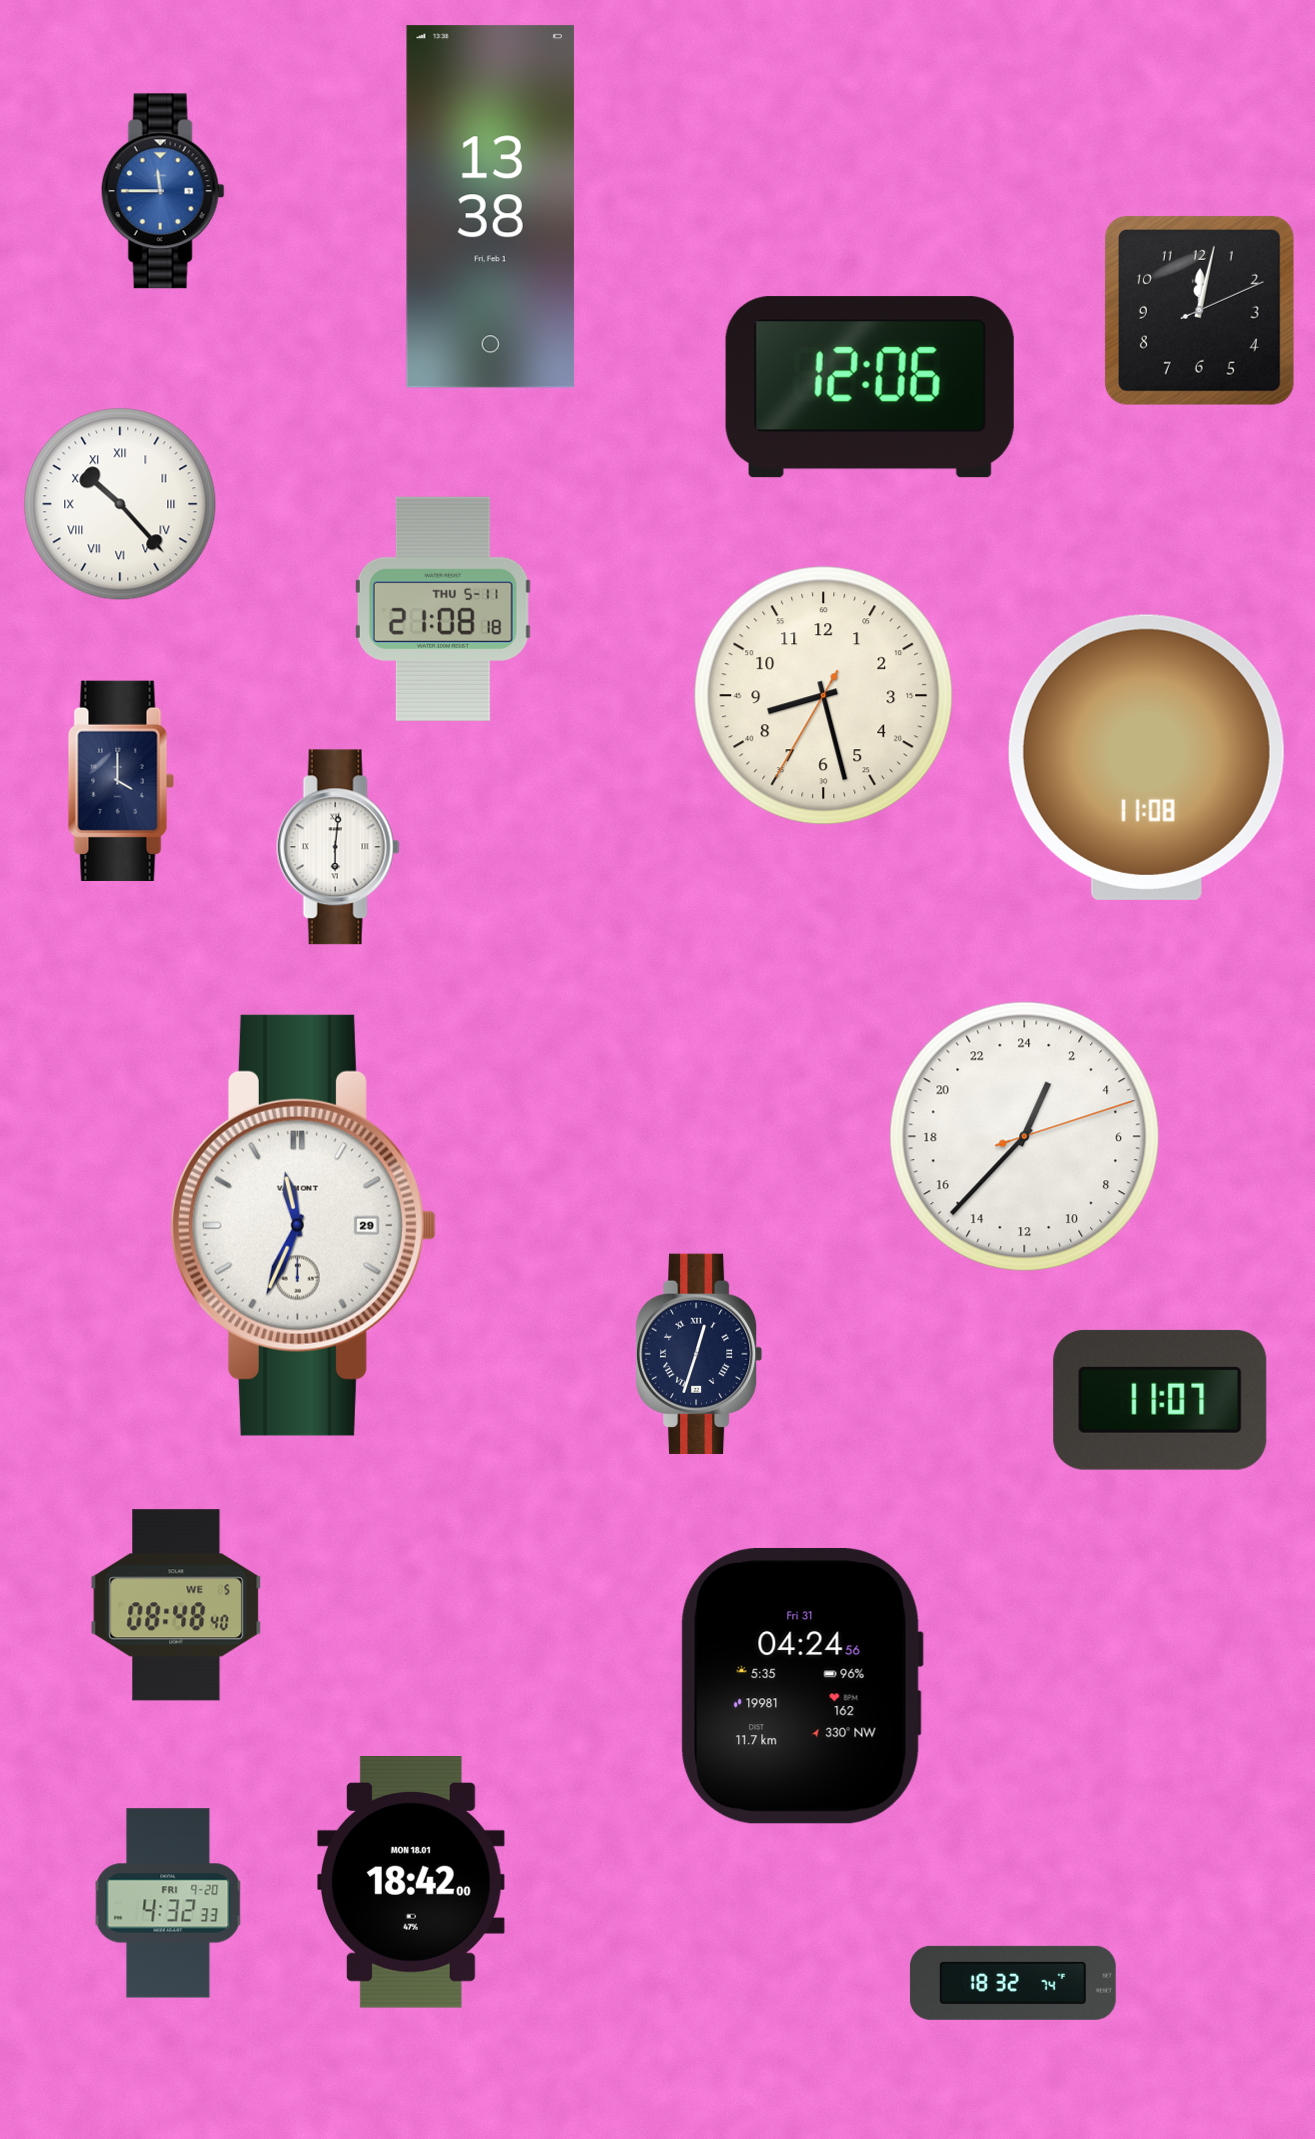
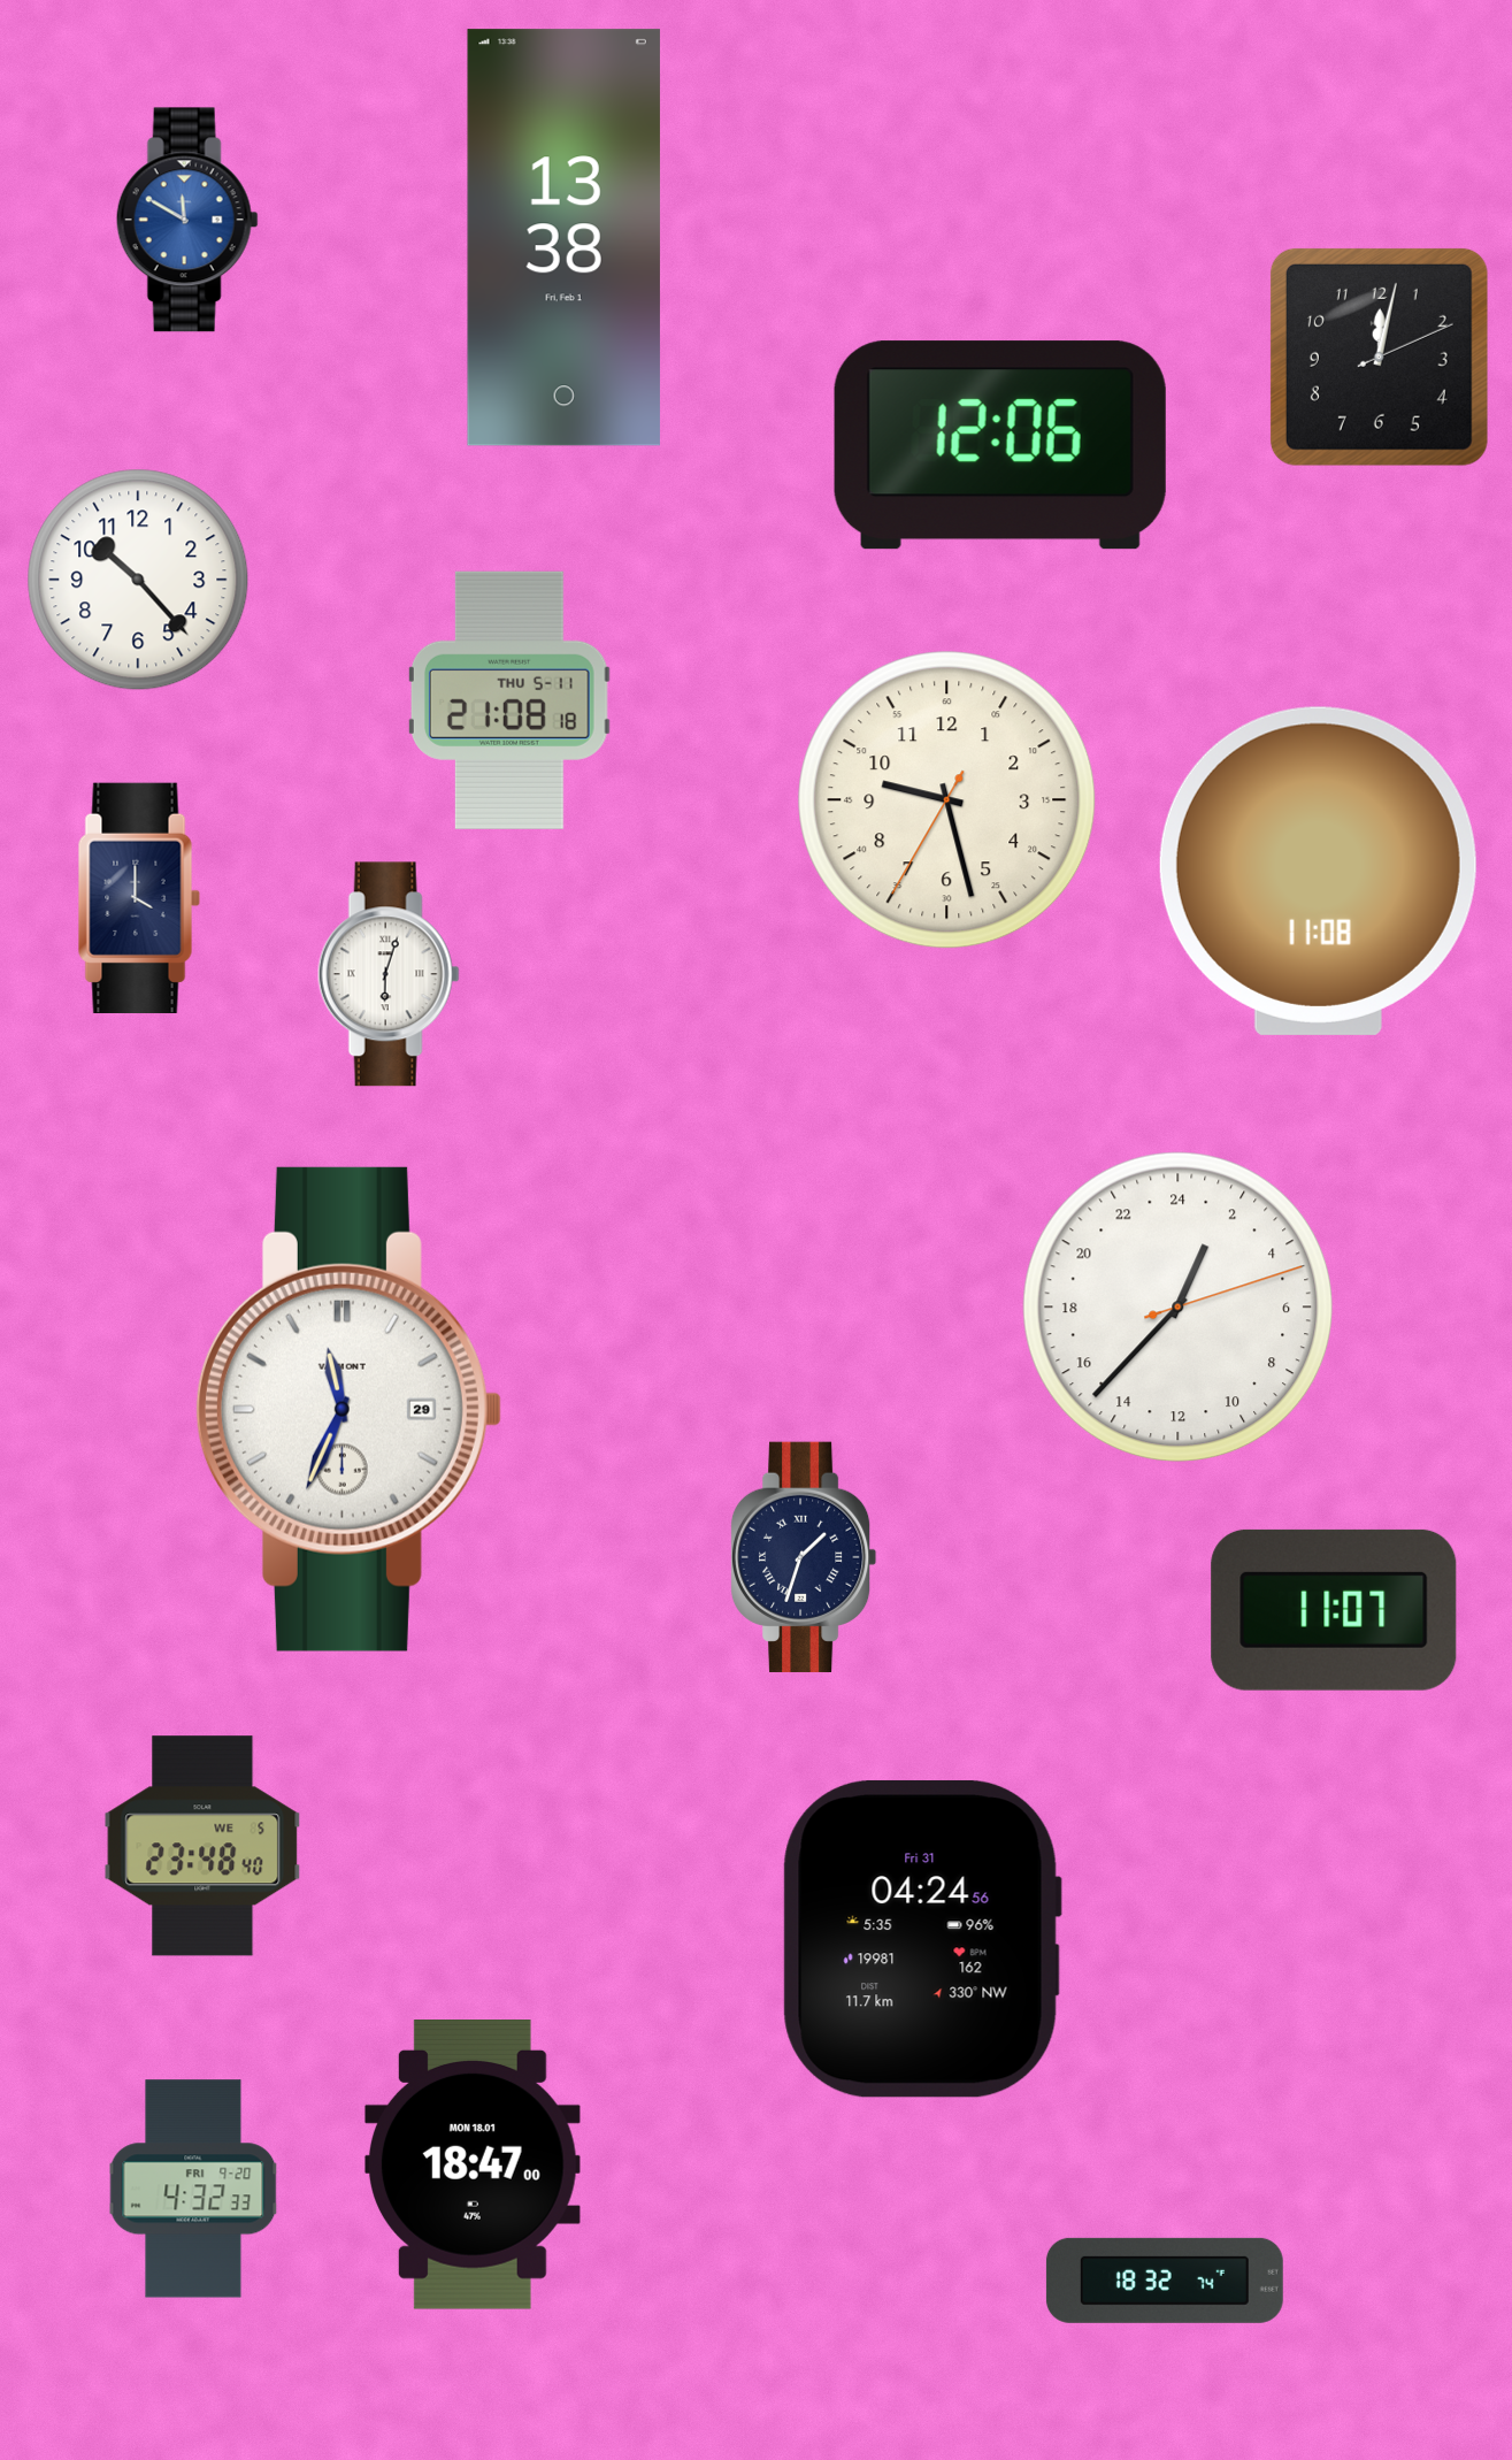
clock at (163, 191): 11:45 -> 11:50
clock at (120, 504) numerals: Roman -> Arabic
clock at (824, 696): 8:27 -> 9:27
clock at (338, 847): 6:01 -> 6:03
clock at (699, 1354): 12:33 -> 1:33
clock at (176, 1605): 08:48 -> 23:48
clock at (411, 1883): 18:42 -> 18:47
